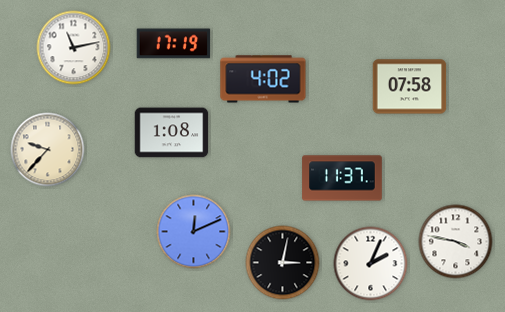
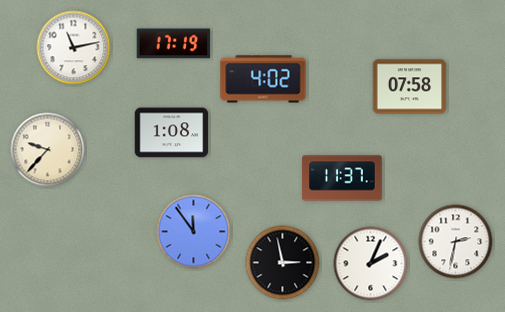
clock at (194, 232): 12:11 -> 11:54
clock at (456, 242): 3:47 -> 2:32
clock at (283, 263): 3:02 -> 2:58
